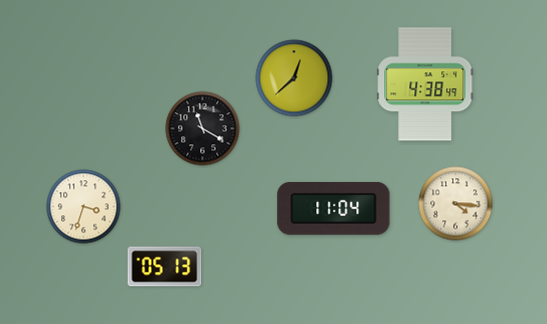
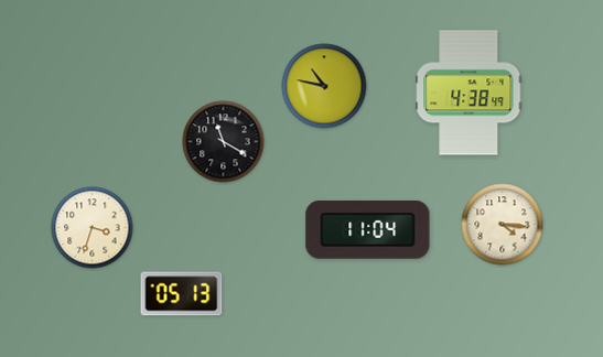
clock at (294, 78): 12:38 -> 10:47
